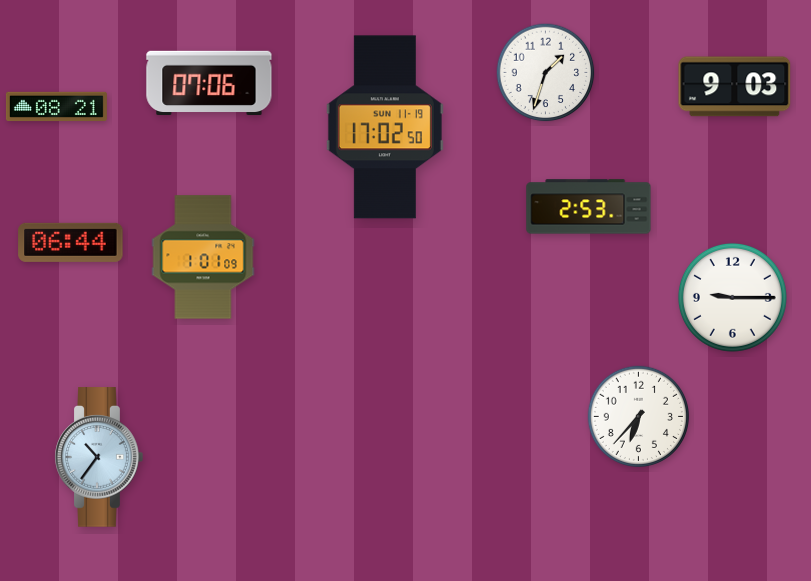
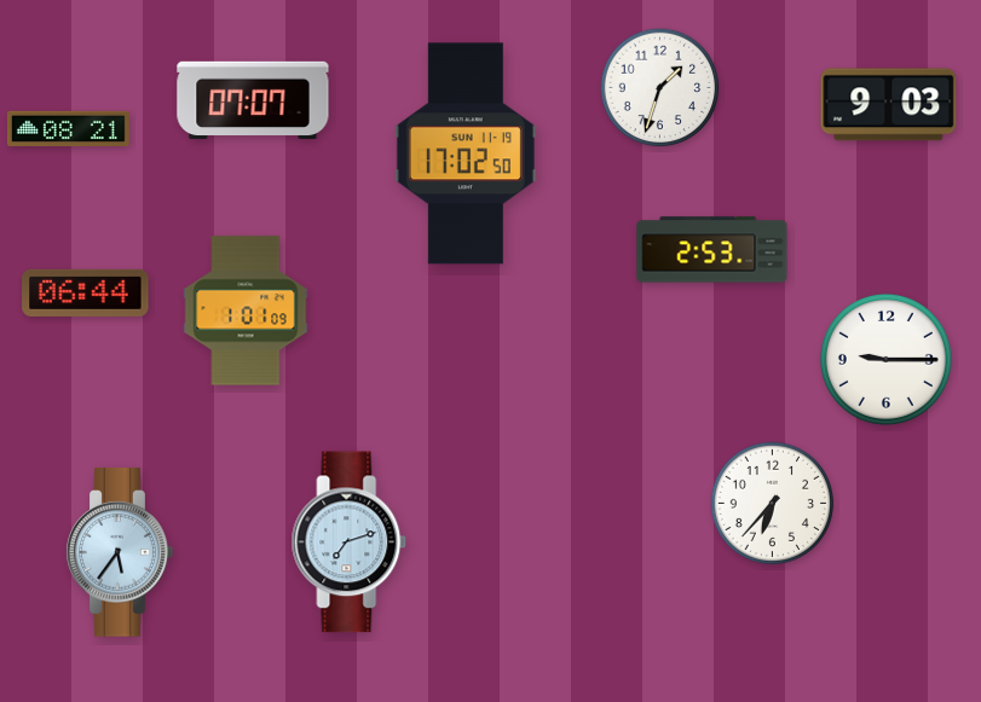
clock at (209, 83): 07:06 -> 07:07
clock at (350, 543): none -> 7:12
clock at (99, 457): 10:36 -> 5:36
